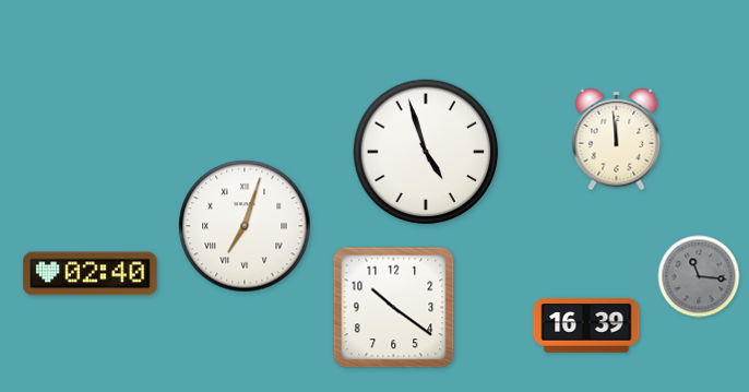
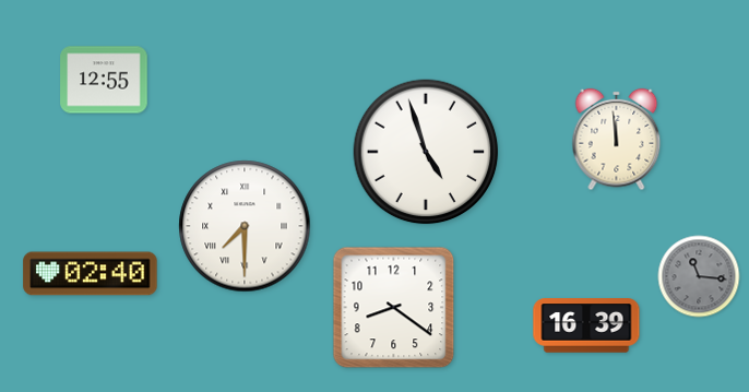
clock at (104, 80): none -> 12:55
clock at (245, 226): 7:03 -> 7:30
clock at (394, 308): 10:21 -> 8:21
